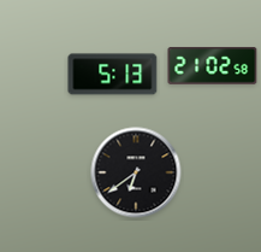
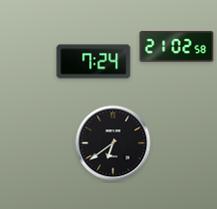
clock at (213, 66) position: (213, 66) -> (177, 47)
clock at (113, 75): 5:13 -> 7:24
